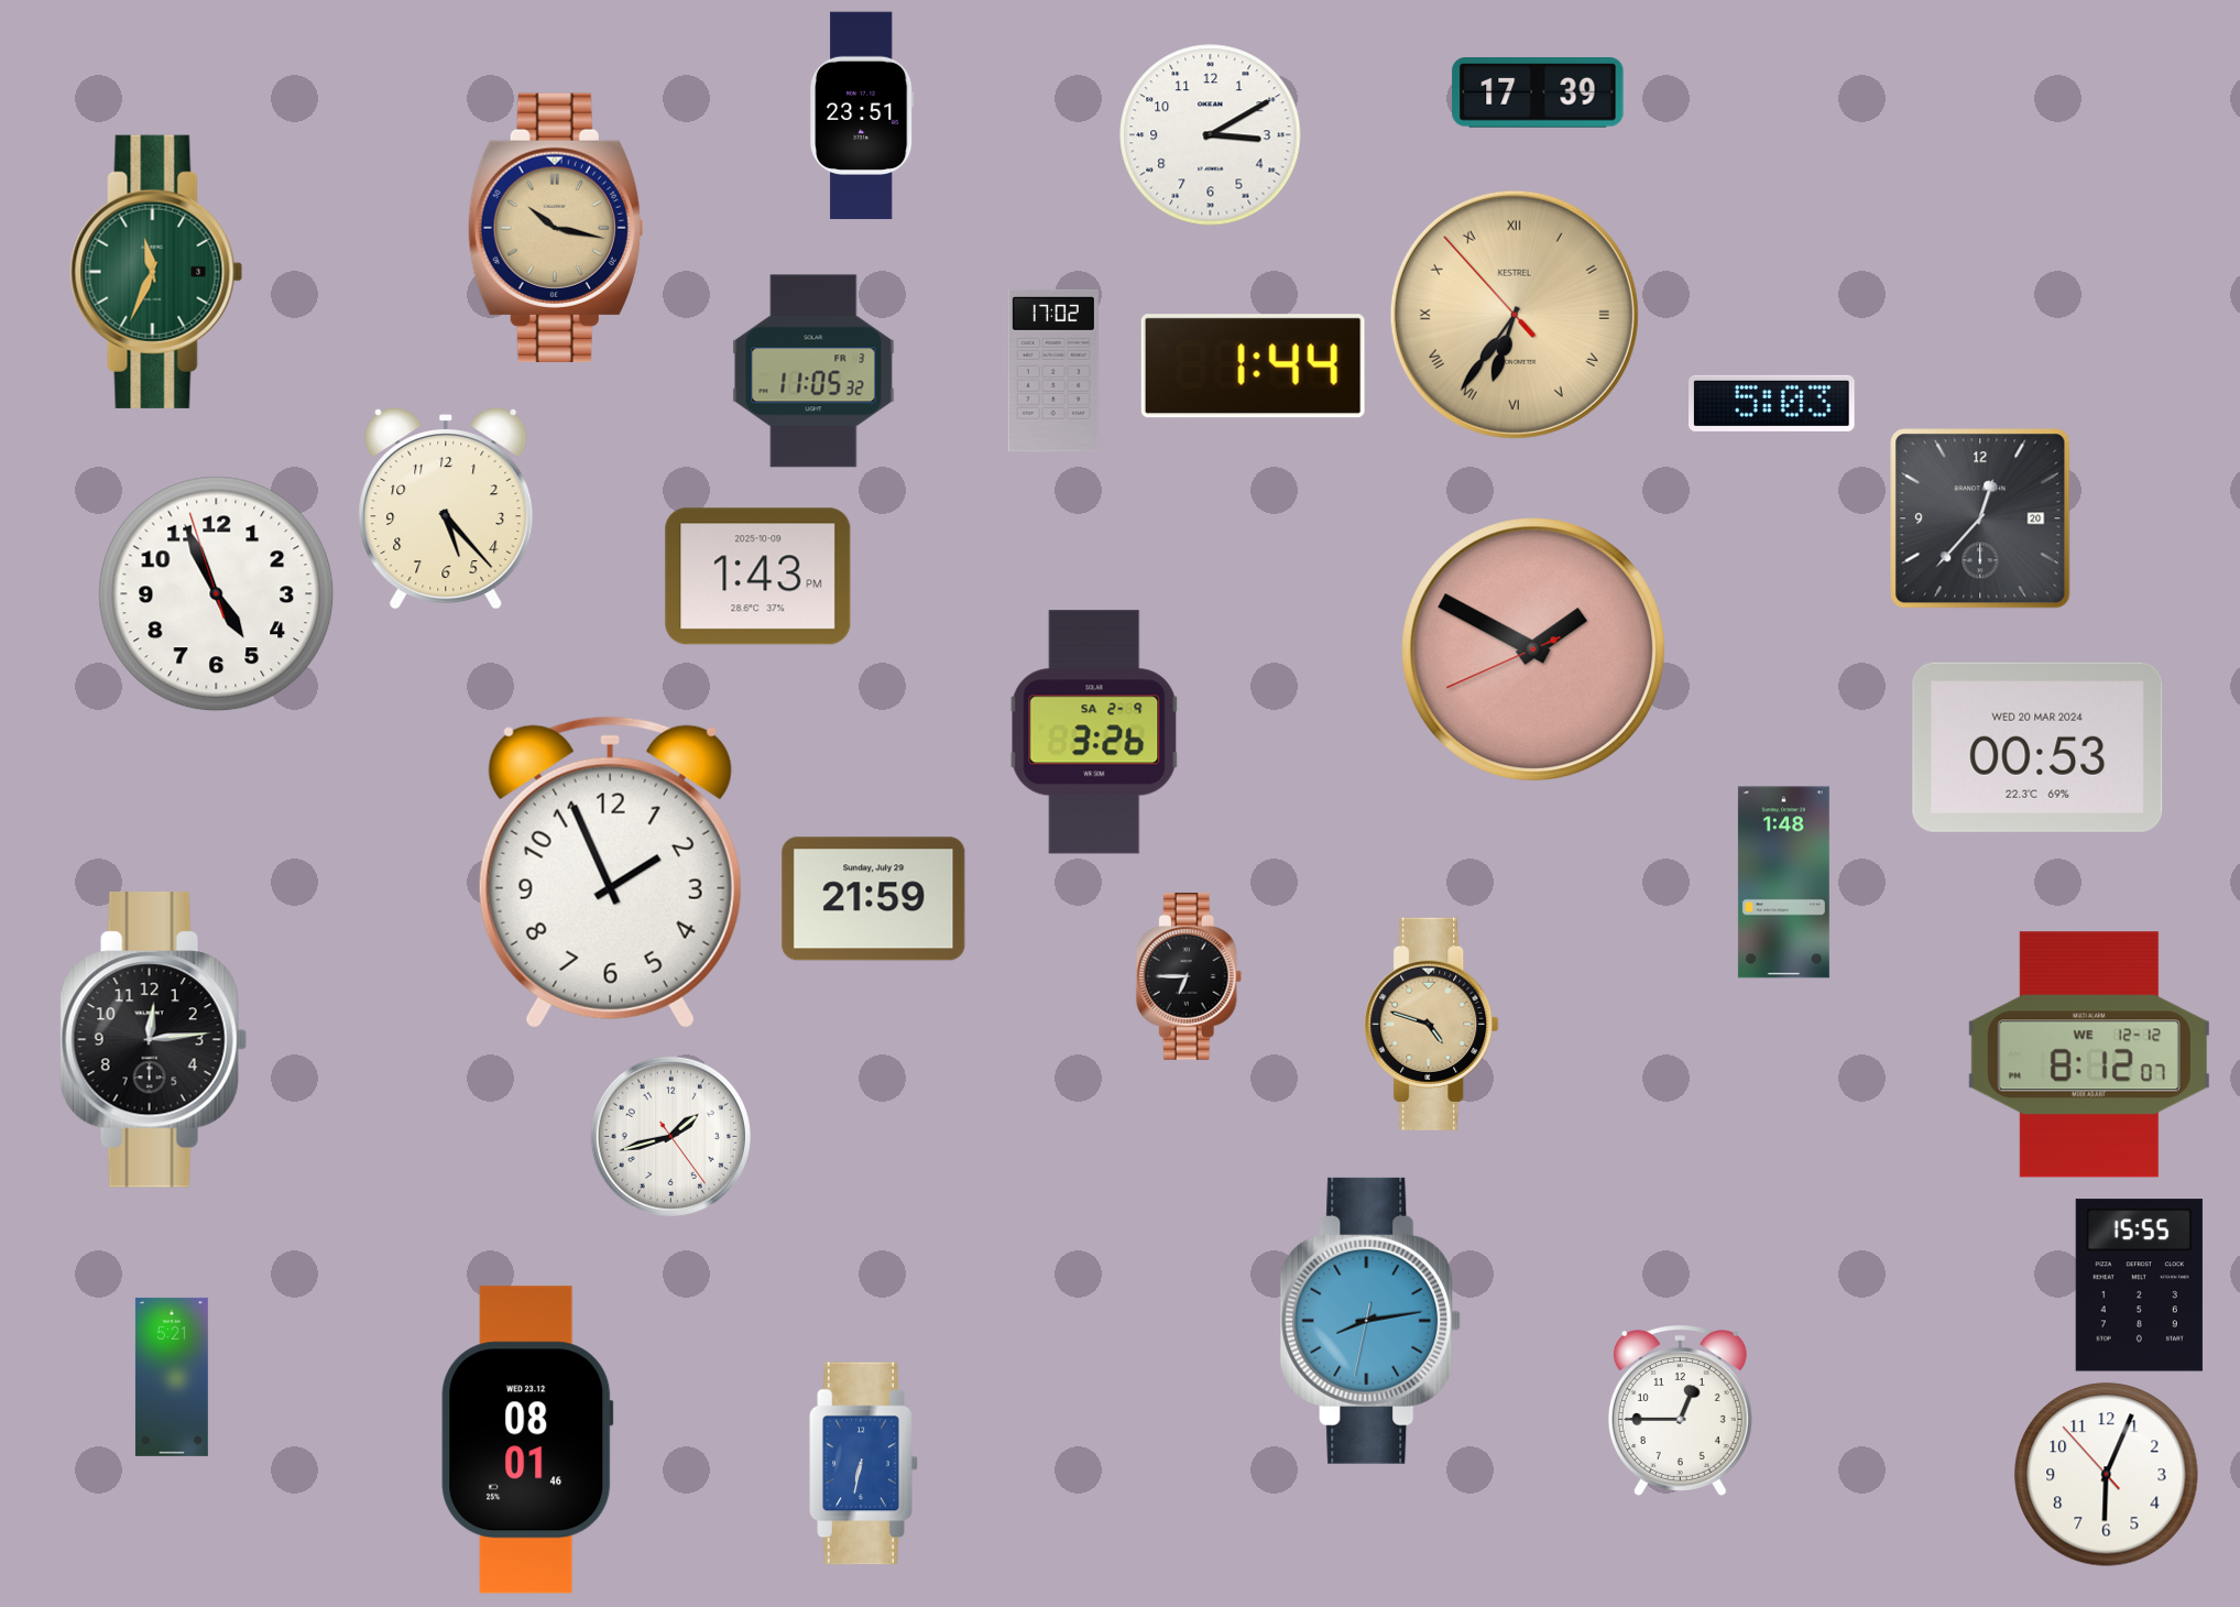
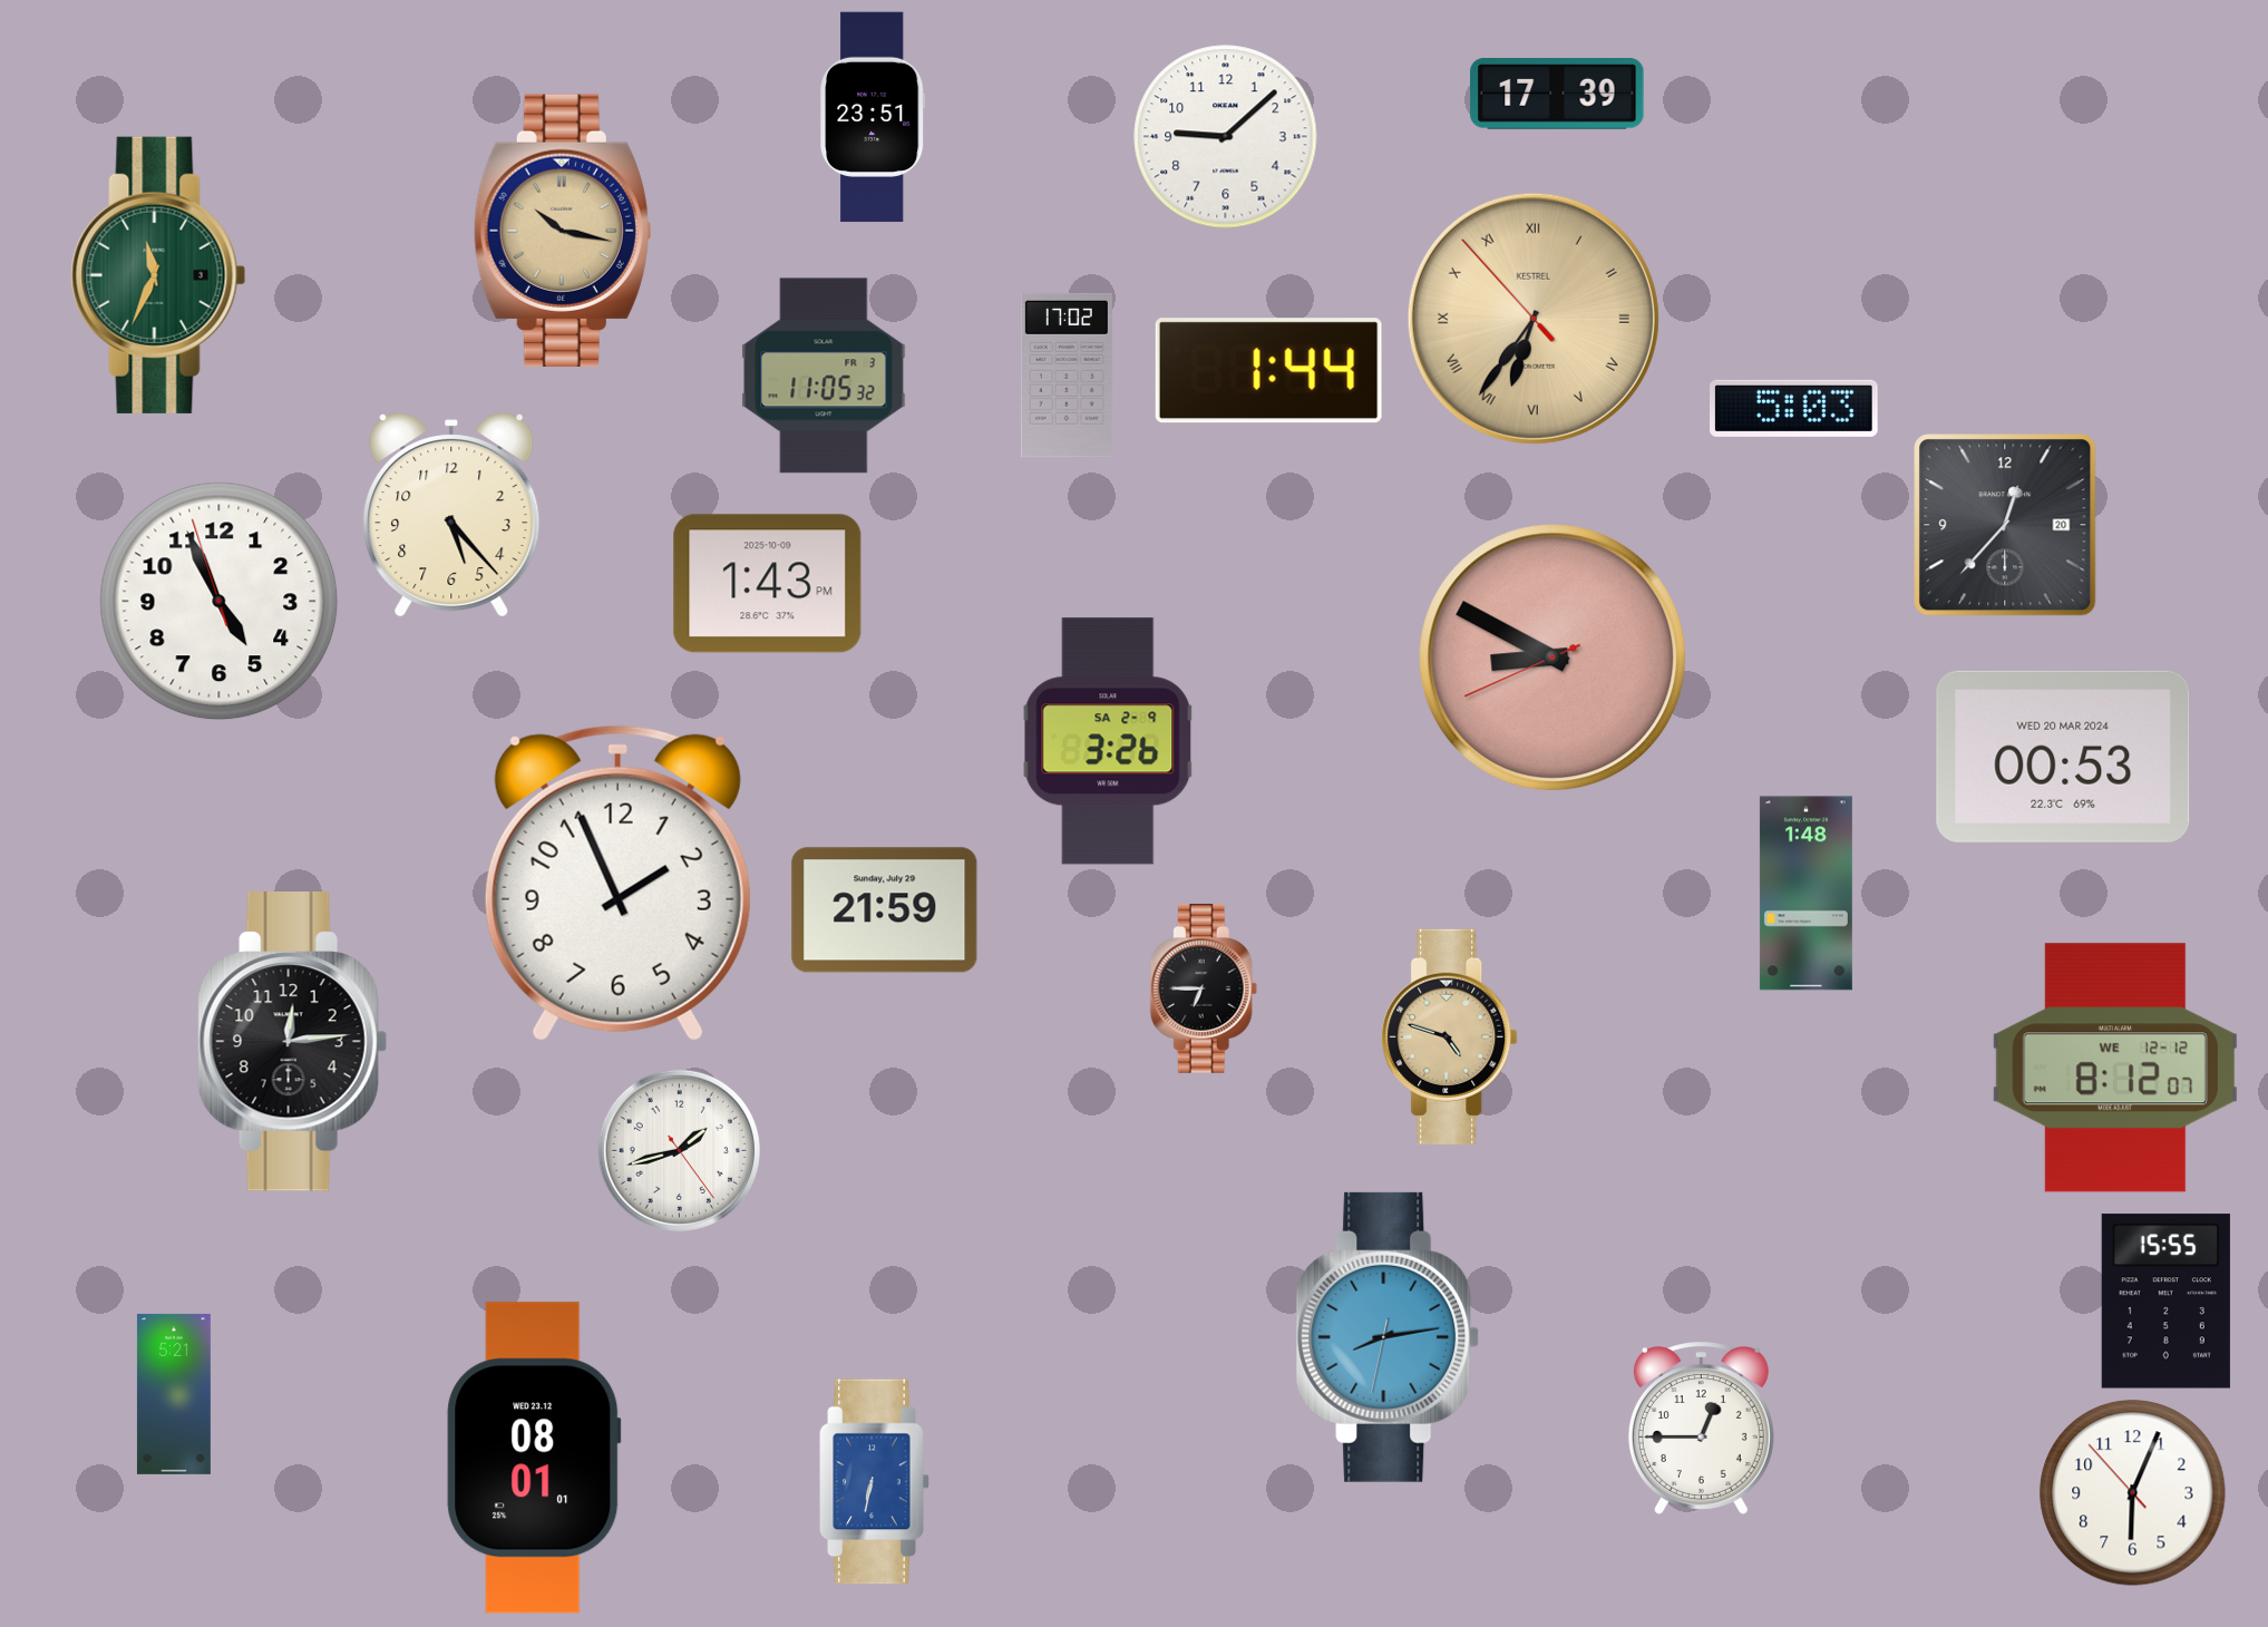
clock at (1211, 135): 3:10 -> 9:08
clock at (1533, 649): 1:49 -> 8:49
clock at (153, 1040) position: (153, 1040) -> (292, 1042)
clock at (527, 1440): 08:01:46 -> 08:01:01
